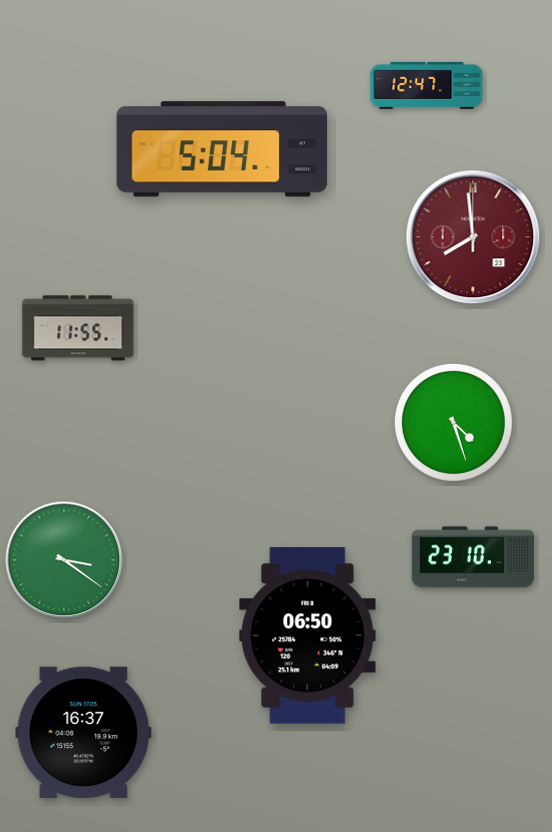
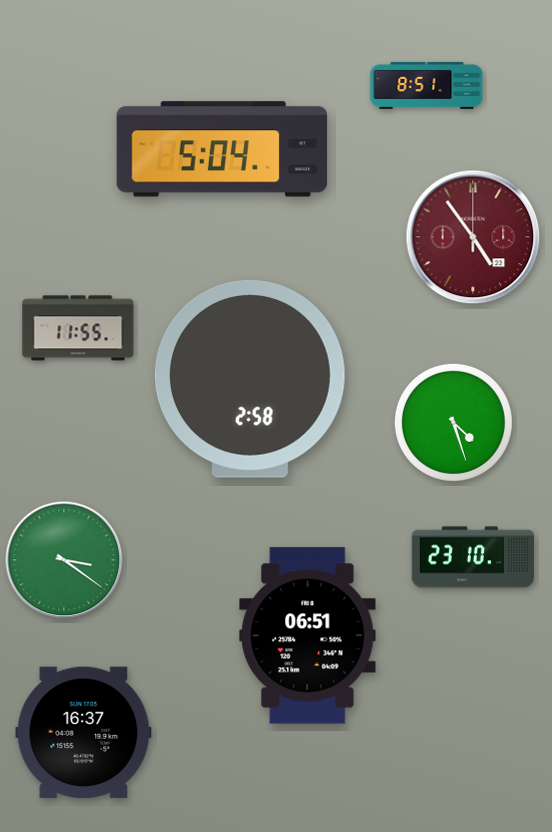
clock at (427, 85): 12:47 -> 8:51
clock at (473, 237): 7:59 -> 4:54
clock at (250, 379): none -> 2:58
clock at (308, 636): 06:50 -> 06:51
